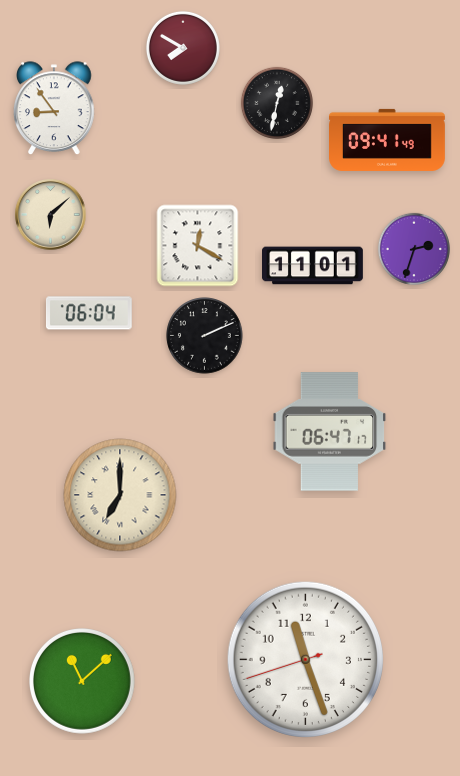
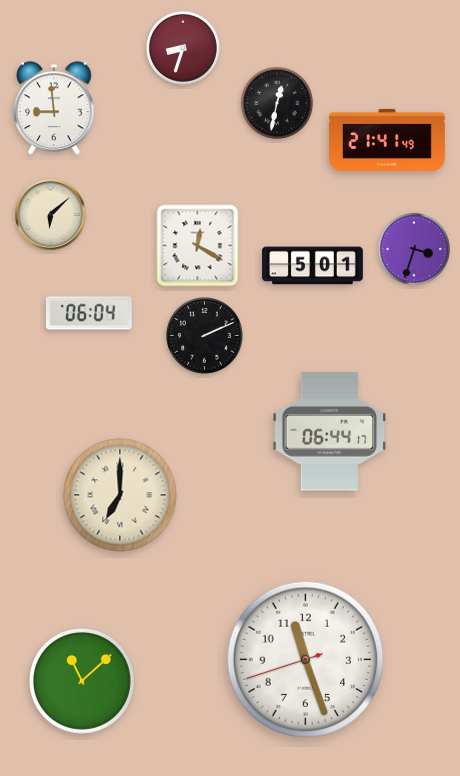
clock at (183, 48): 7:50 -> 8:33
clock at (54, 109): 8:54 -> 8:59
clock at (388, 140): 09:41 -> 21:41
clock at (414, 249): 2:33 -> 3:33
clock at (313, 266): 11:01 -> 5:01
clock at (330, 432): 06:47 -> 06:44
